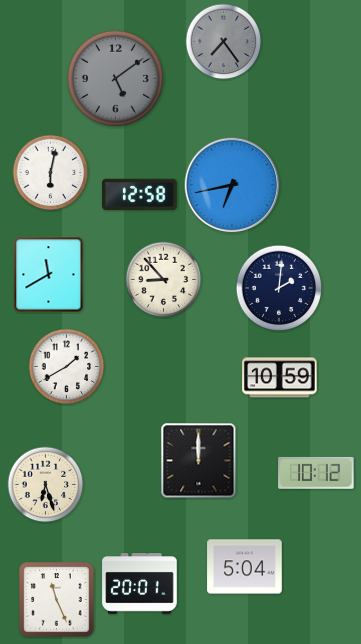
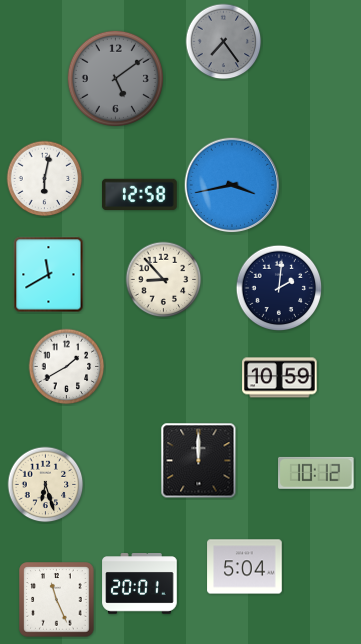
clock at (51, 173) position: (51, 173) -> (45, 179)
clock at (232, 185): 6:43 -> 3:43
